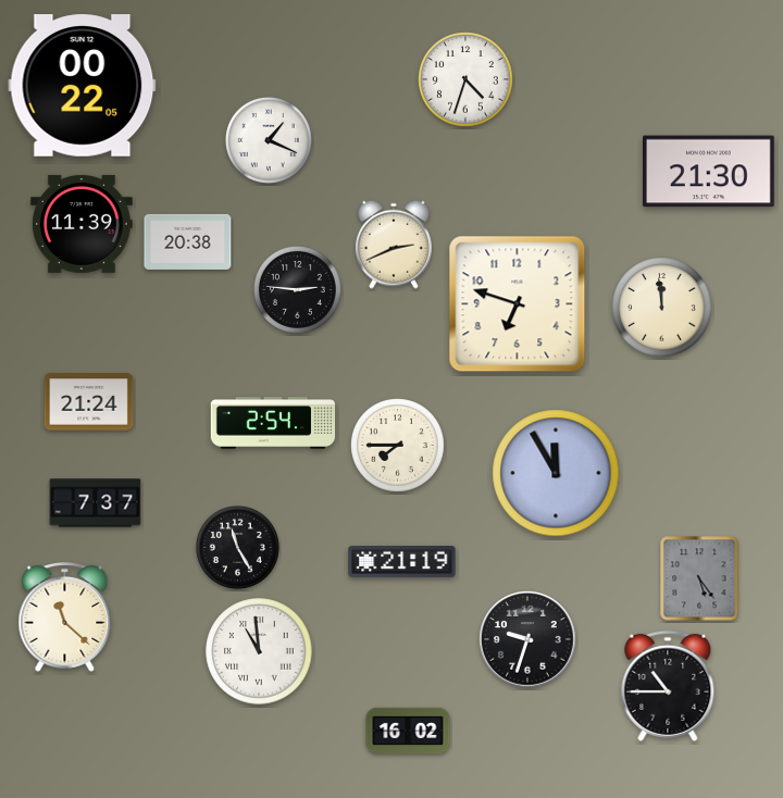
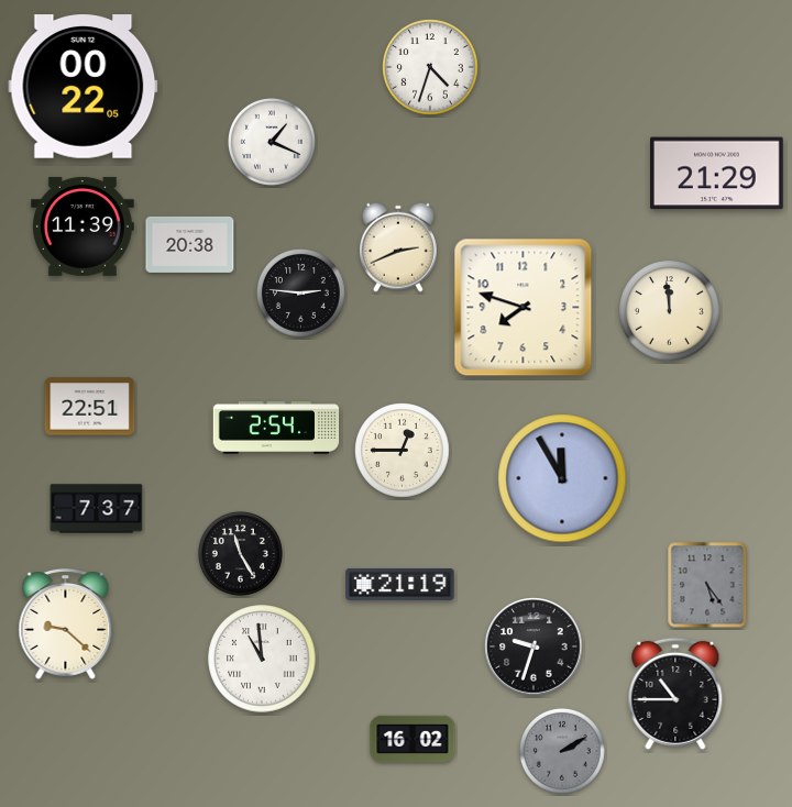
clock at (465, 79) position: (465, 79) -> (430, 67)
clock at (709, 172): 21:30 -> 21:29
clock at (518, 304): 6:48 -> 7:48
clock at (89, 402): 21:24 -> 22:51
clock at (398, 446): 7:45 -> 12:45
clock at (402, 561) position: (402, 561) -> (400, 584)
clock at (65, 616): 11:22 -> 9:22
clock at (562, 751): none -> 2:10
